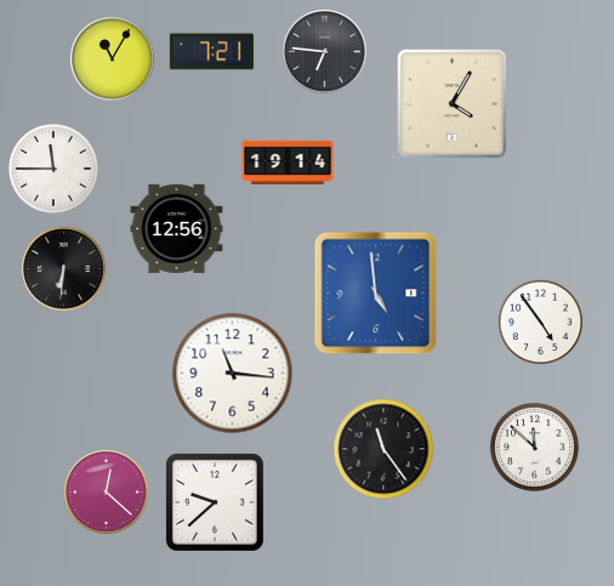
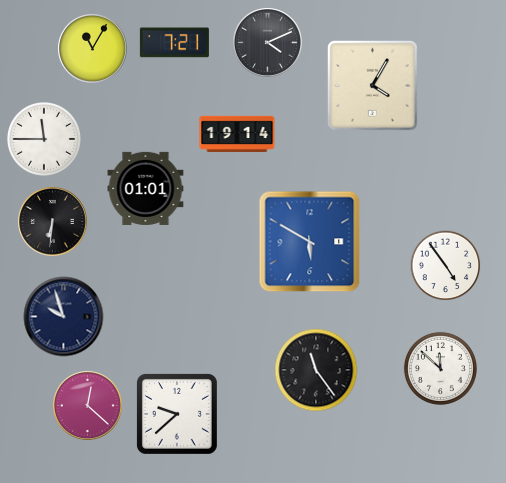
clock at (325, 52): 6:46 -> 4:11
clock at (177, 228): 12:56 -> 01:01
clock at (376, 294): 4:59 -> 5:50
clock at (233, 374): 11:16 -> none
clock at (64, 317): none -> 9:57
